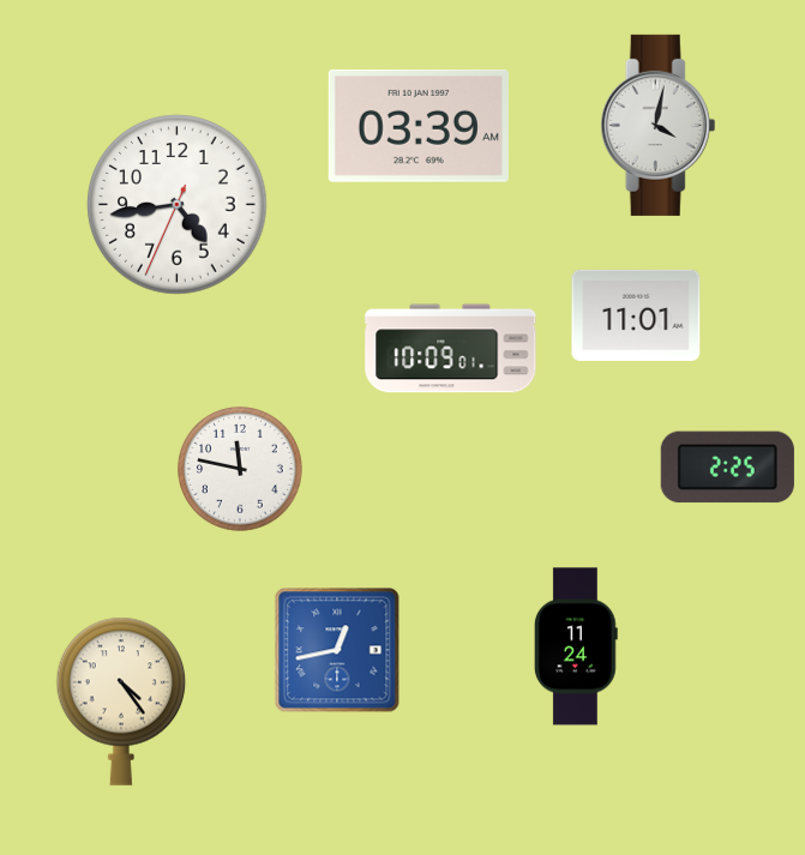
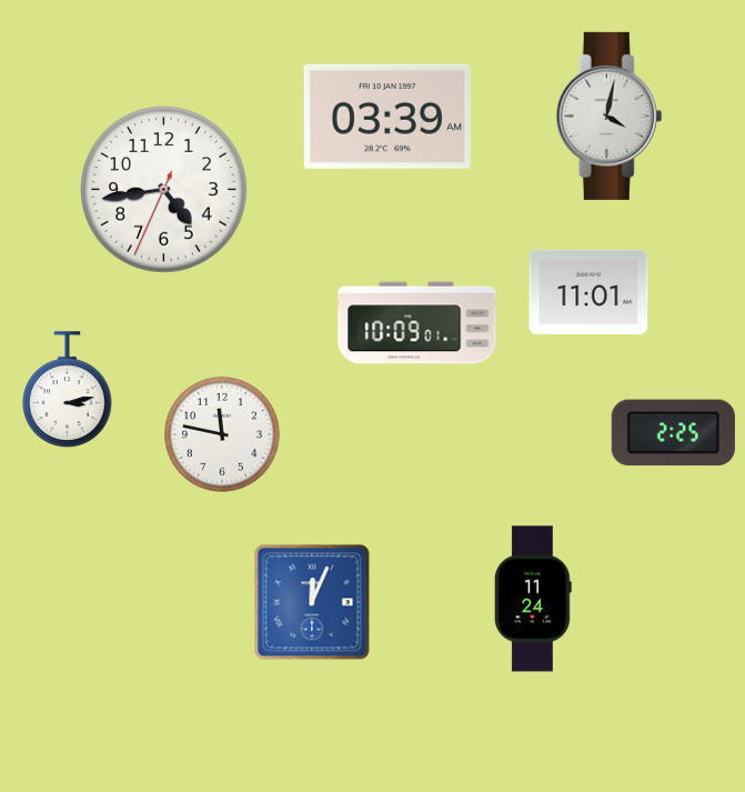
clock at (68, 389): none -> 3:13
clock at (337, 650): 12:43 -> 12:04
clock at (121, 702): 4:24 -> none
